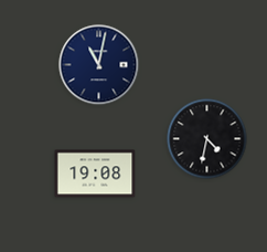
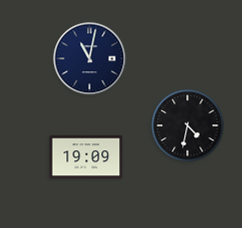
clock at (95, 174): 19:08 -> 19:09
